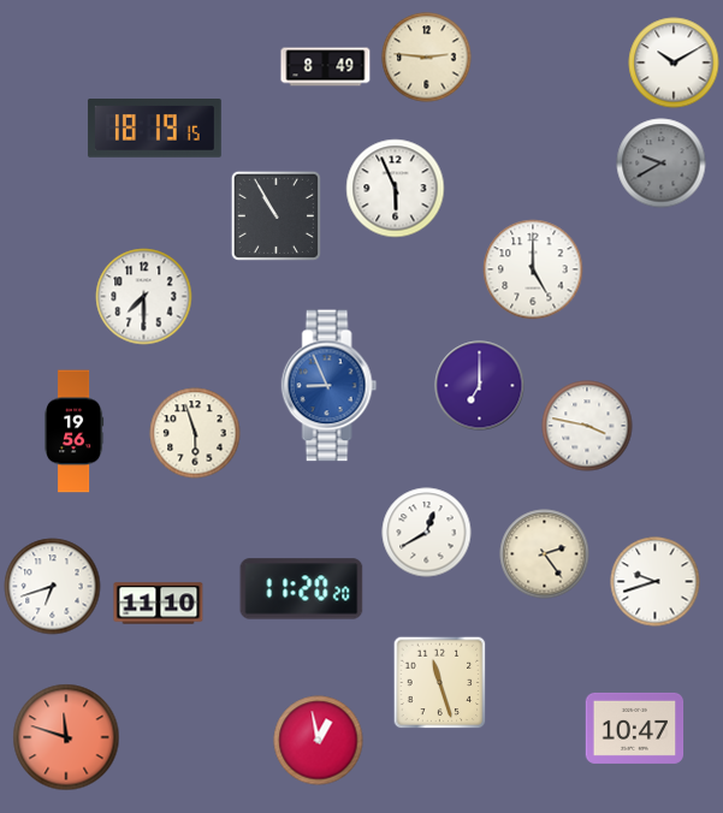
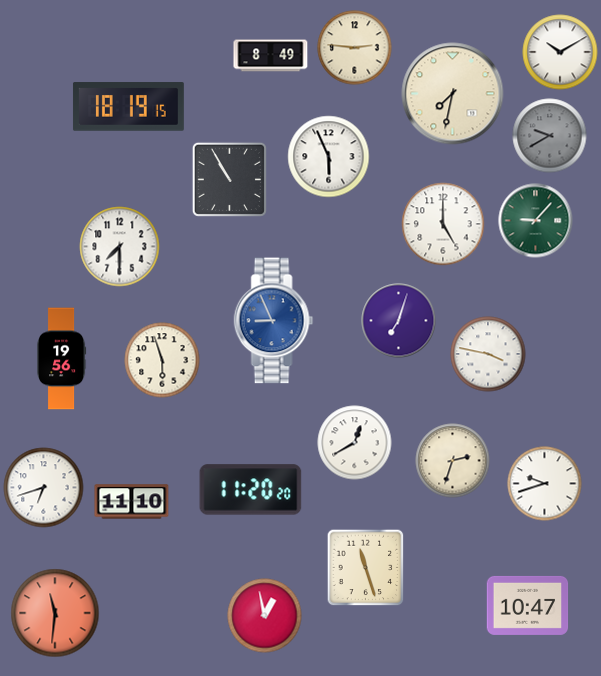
clock at (453, 94): none -> 7:32
clock at (536, 221): none -> 9:07
clock at (480, 386): 7:00 -> 7:03
clock at (545, 554): 2:24 -> 2:33
clock at (66, 737): 11:48 -> 11:31
